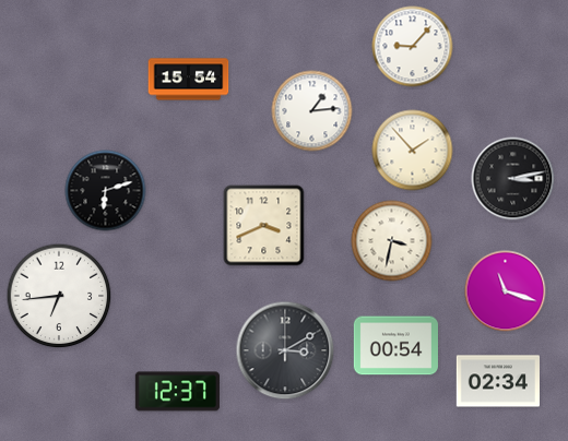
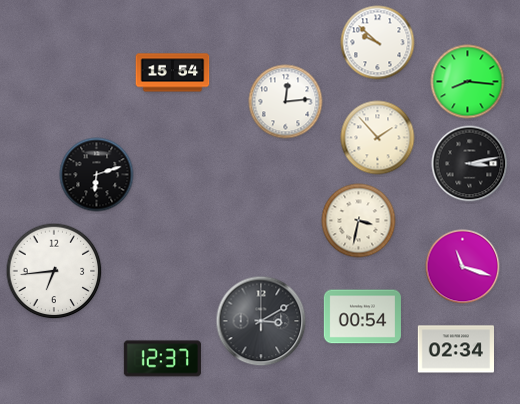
clock at (413, 47): 9:07 -> 9:52
clock at (468, 82): none -> 8:16
clock at (312, 111): 1:14 -> 12:14
clock at (264, 226): 3:41 -> none
